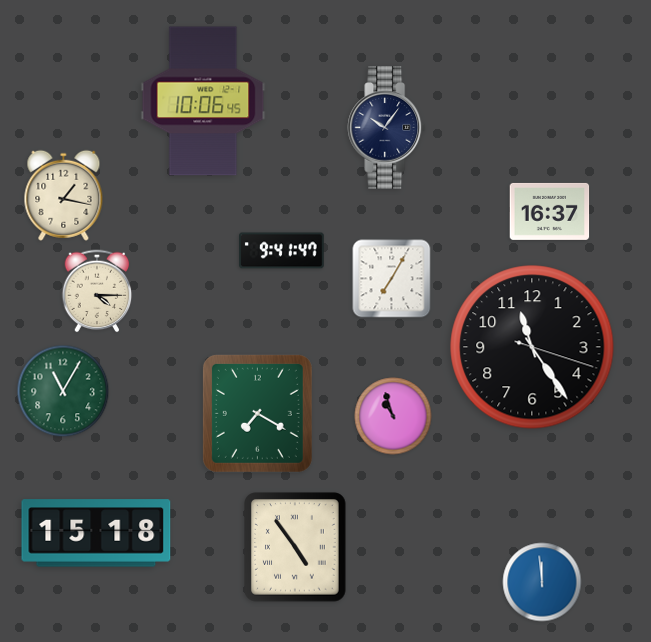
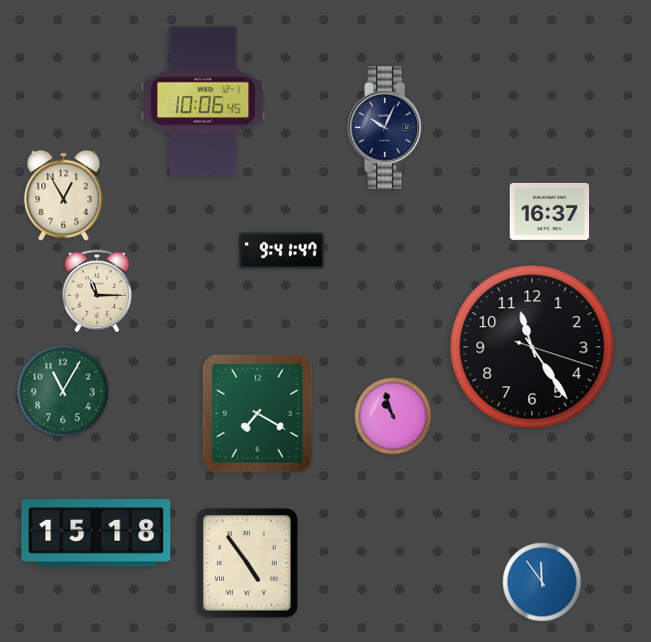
clock at (387, 128): 10:06 -> 10:04
clock at (64, 195): 1:17 -> 12:55
clock at (392, 279): 7:05 -> none
clock at (97, 291): 4:15 -> 11:15
clock at (296, 547) position: (296, 547) -> (248, 563)
clock at (542, 582): 11:59 -> 11:54
